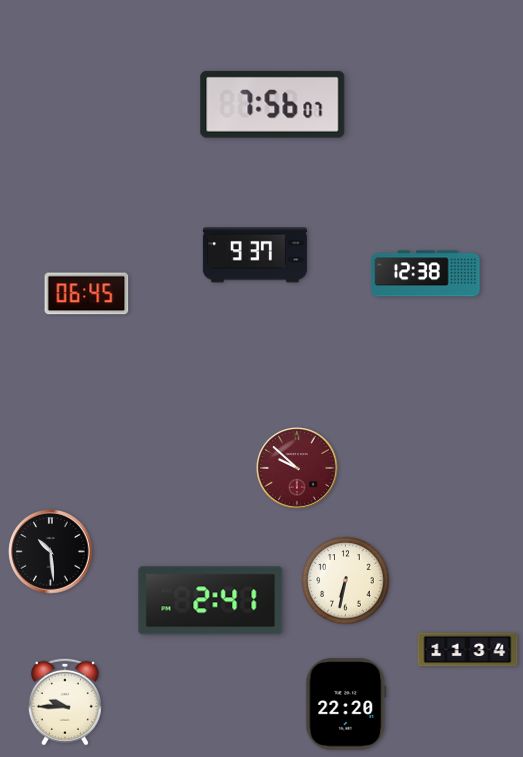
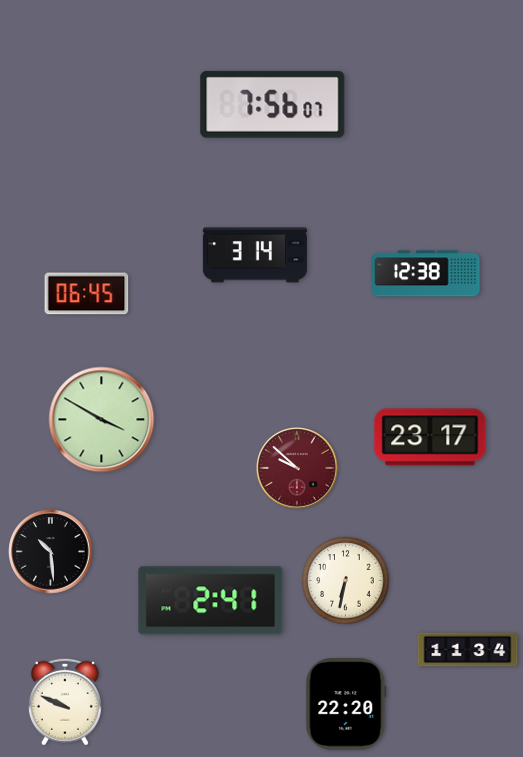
clock at (255, 255): 9:37 -> 3:14
clock at (102, 420): none -> 3:50
clock at (430, 437): none -> 23:17
clock at (65, 702): 9:45 -> 9:49
